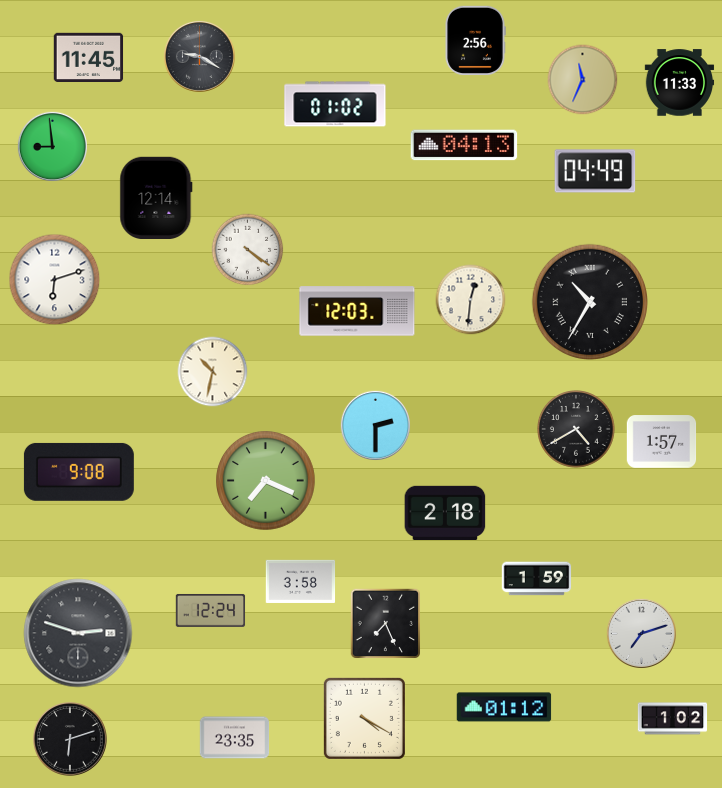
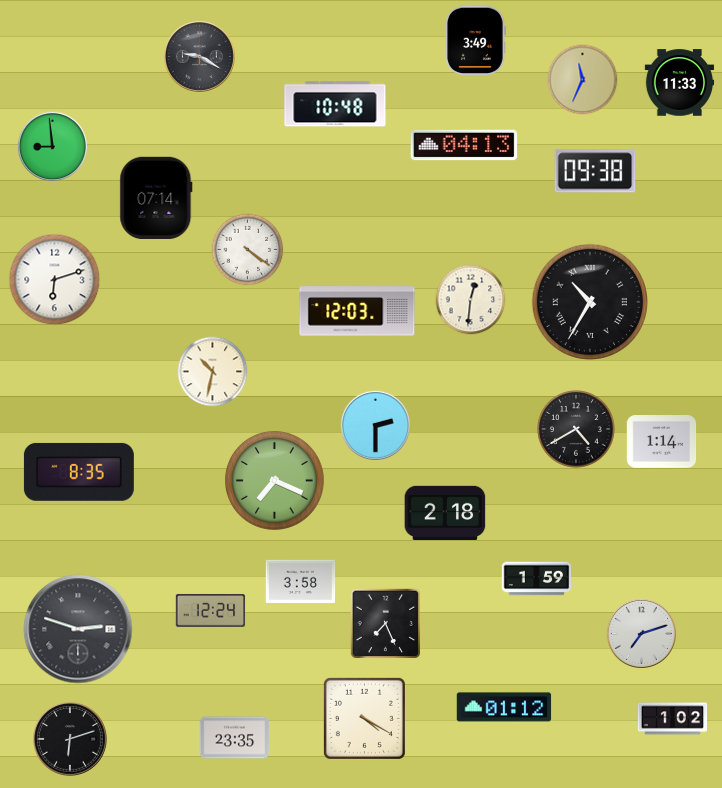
clock at (475, 41): 2:56 -> 3:49
clock at (89, 57): 11:45 -> none
clock at (335, 104): 01:02 -> 10:48
clock at (595, 171): 04:49 -> 09:38
clock at (156, 197): 12:14 -> 07:14
clock at (662, 442): 1:57 -> 1:14
clock at (79, 472): 9:08 -> 8:35
clock at (266, 481) position: (266, 481) -> (275, 481)
clock at (78, 633) position: (78, 633) -> (78, 629)
